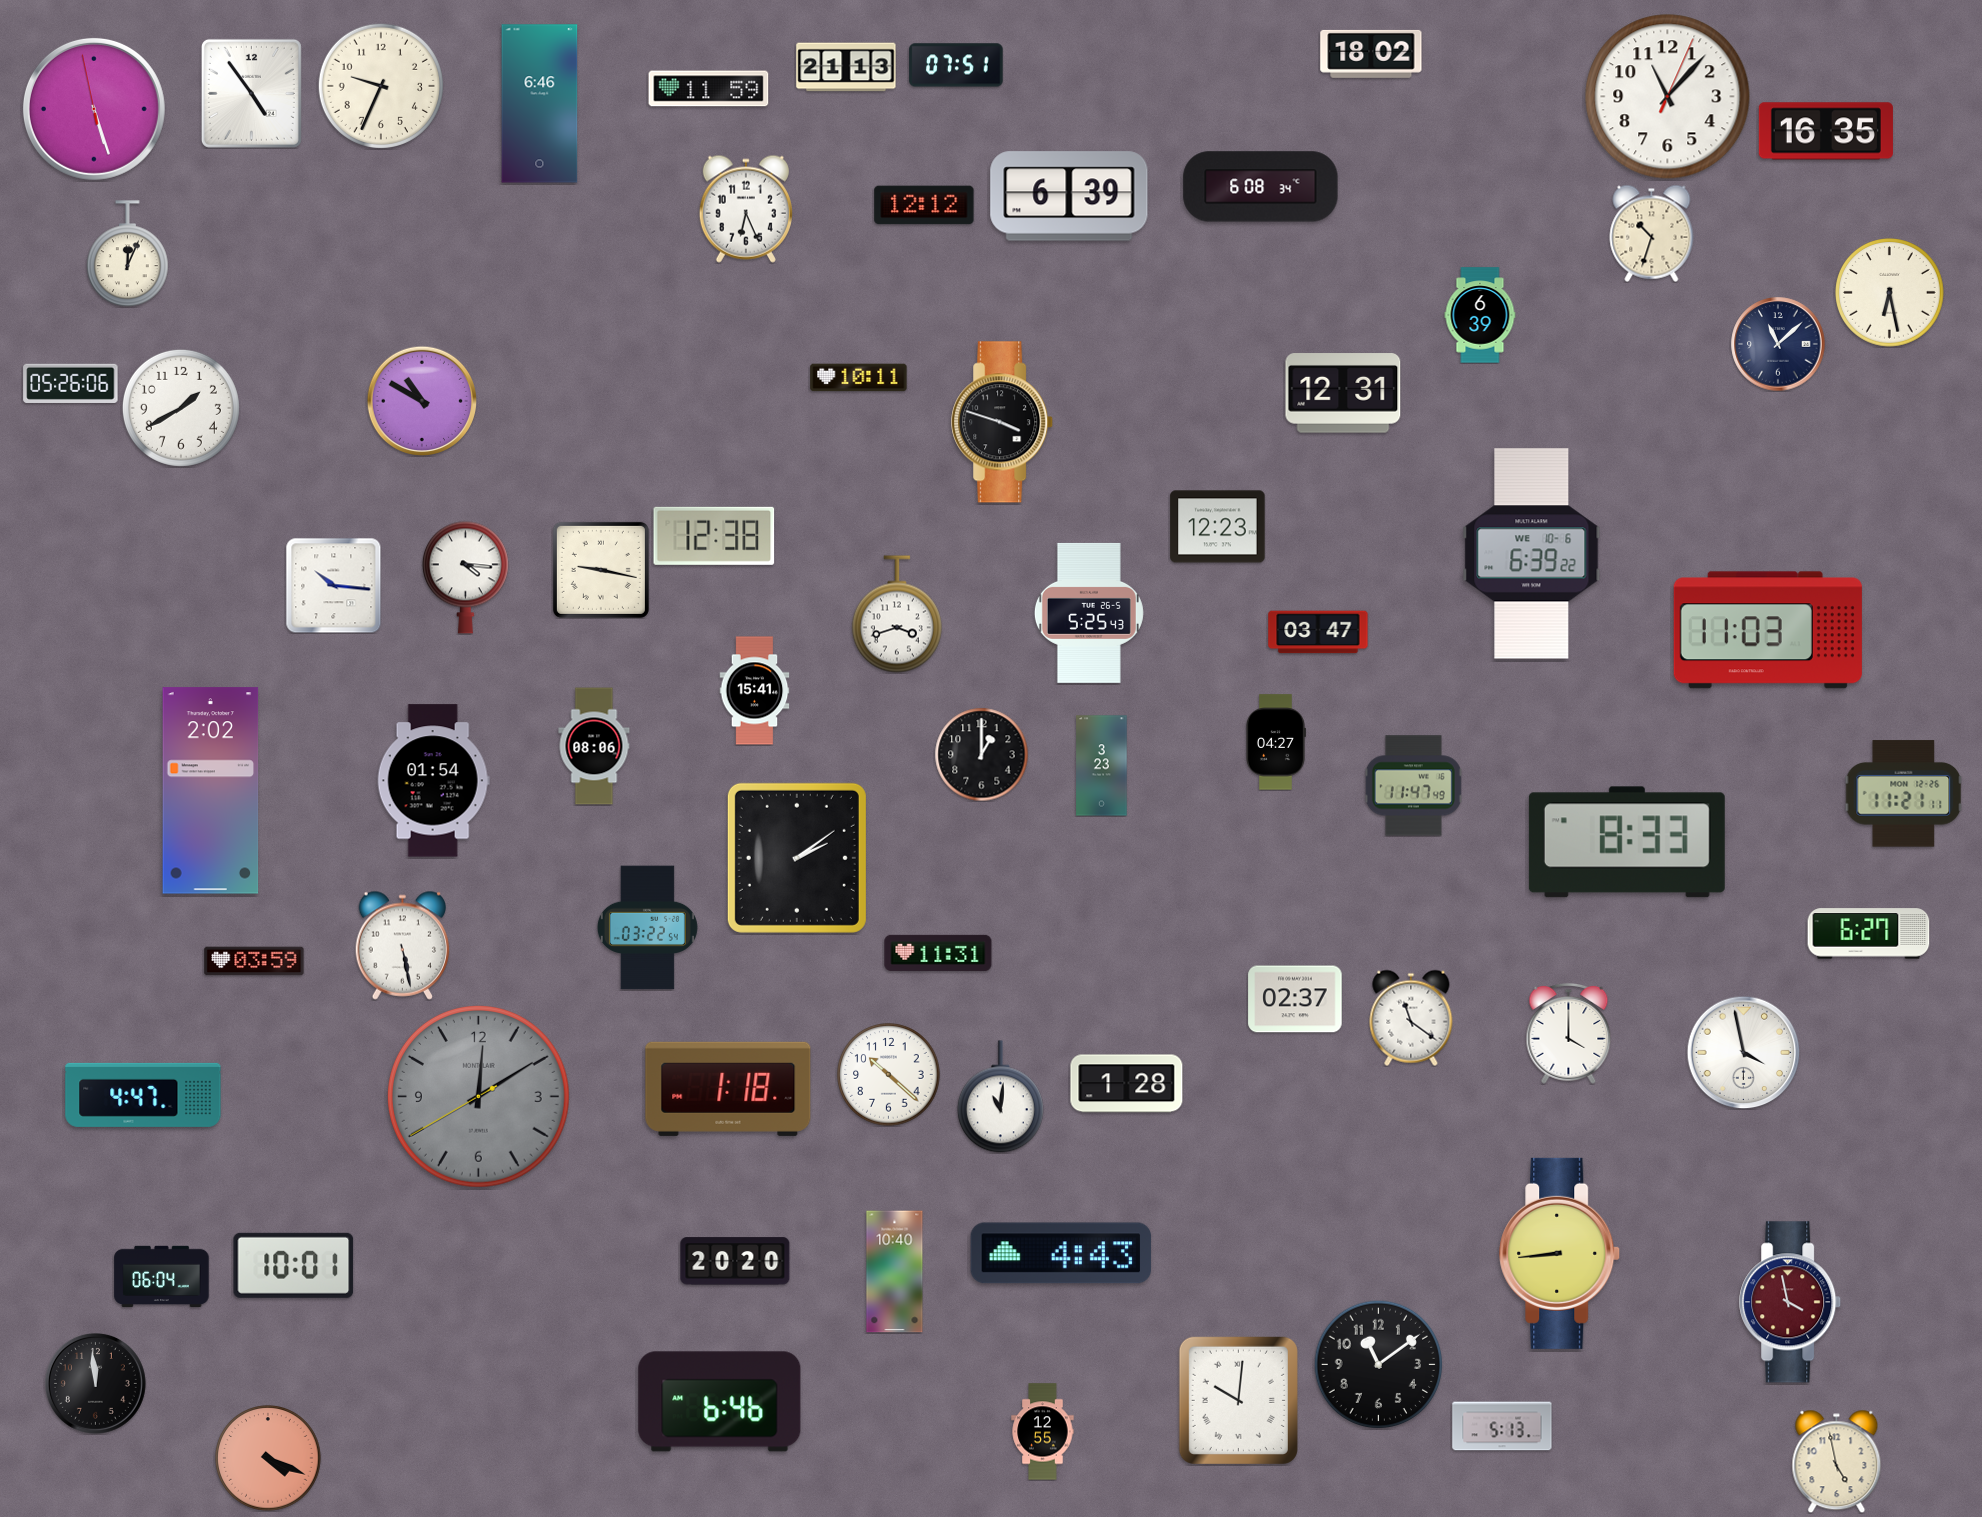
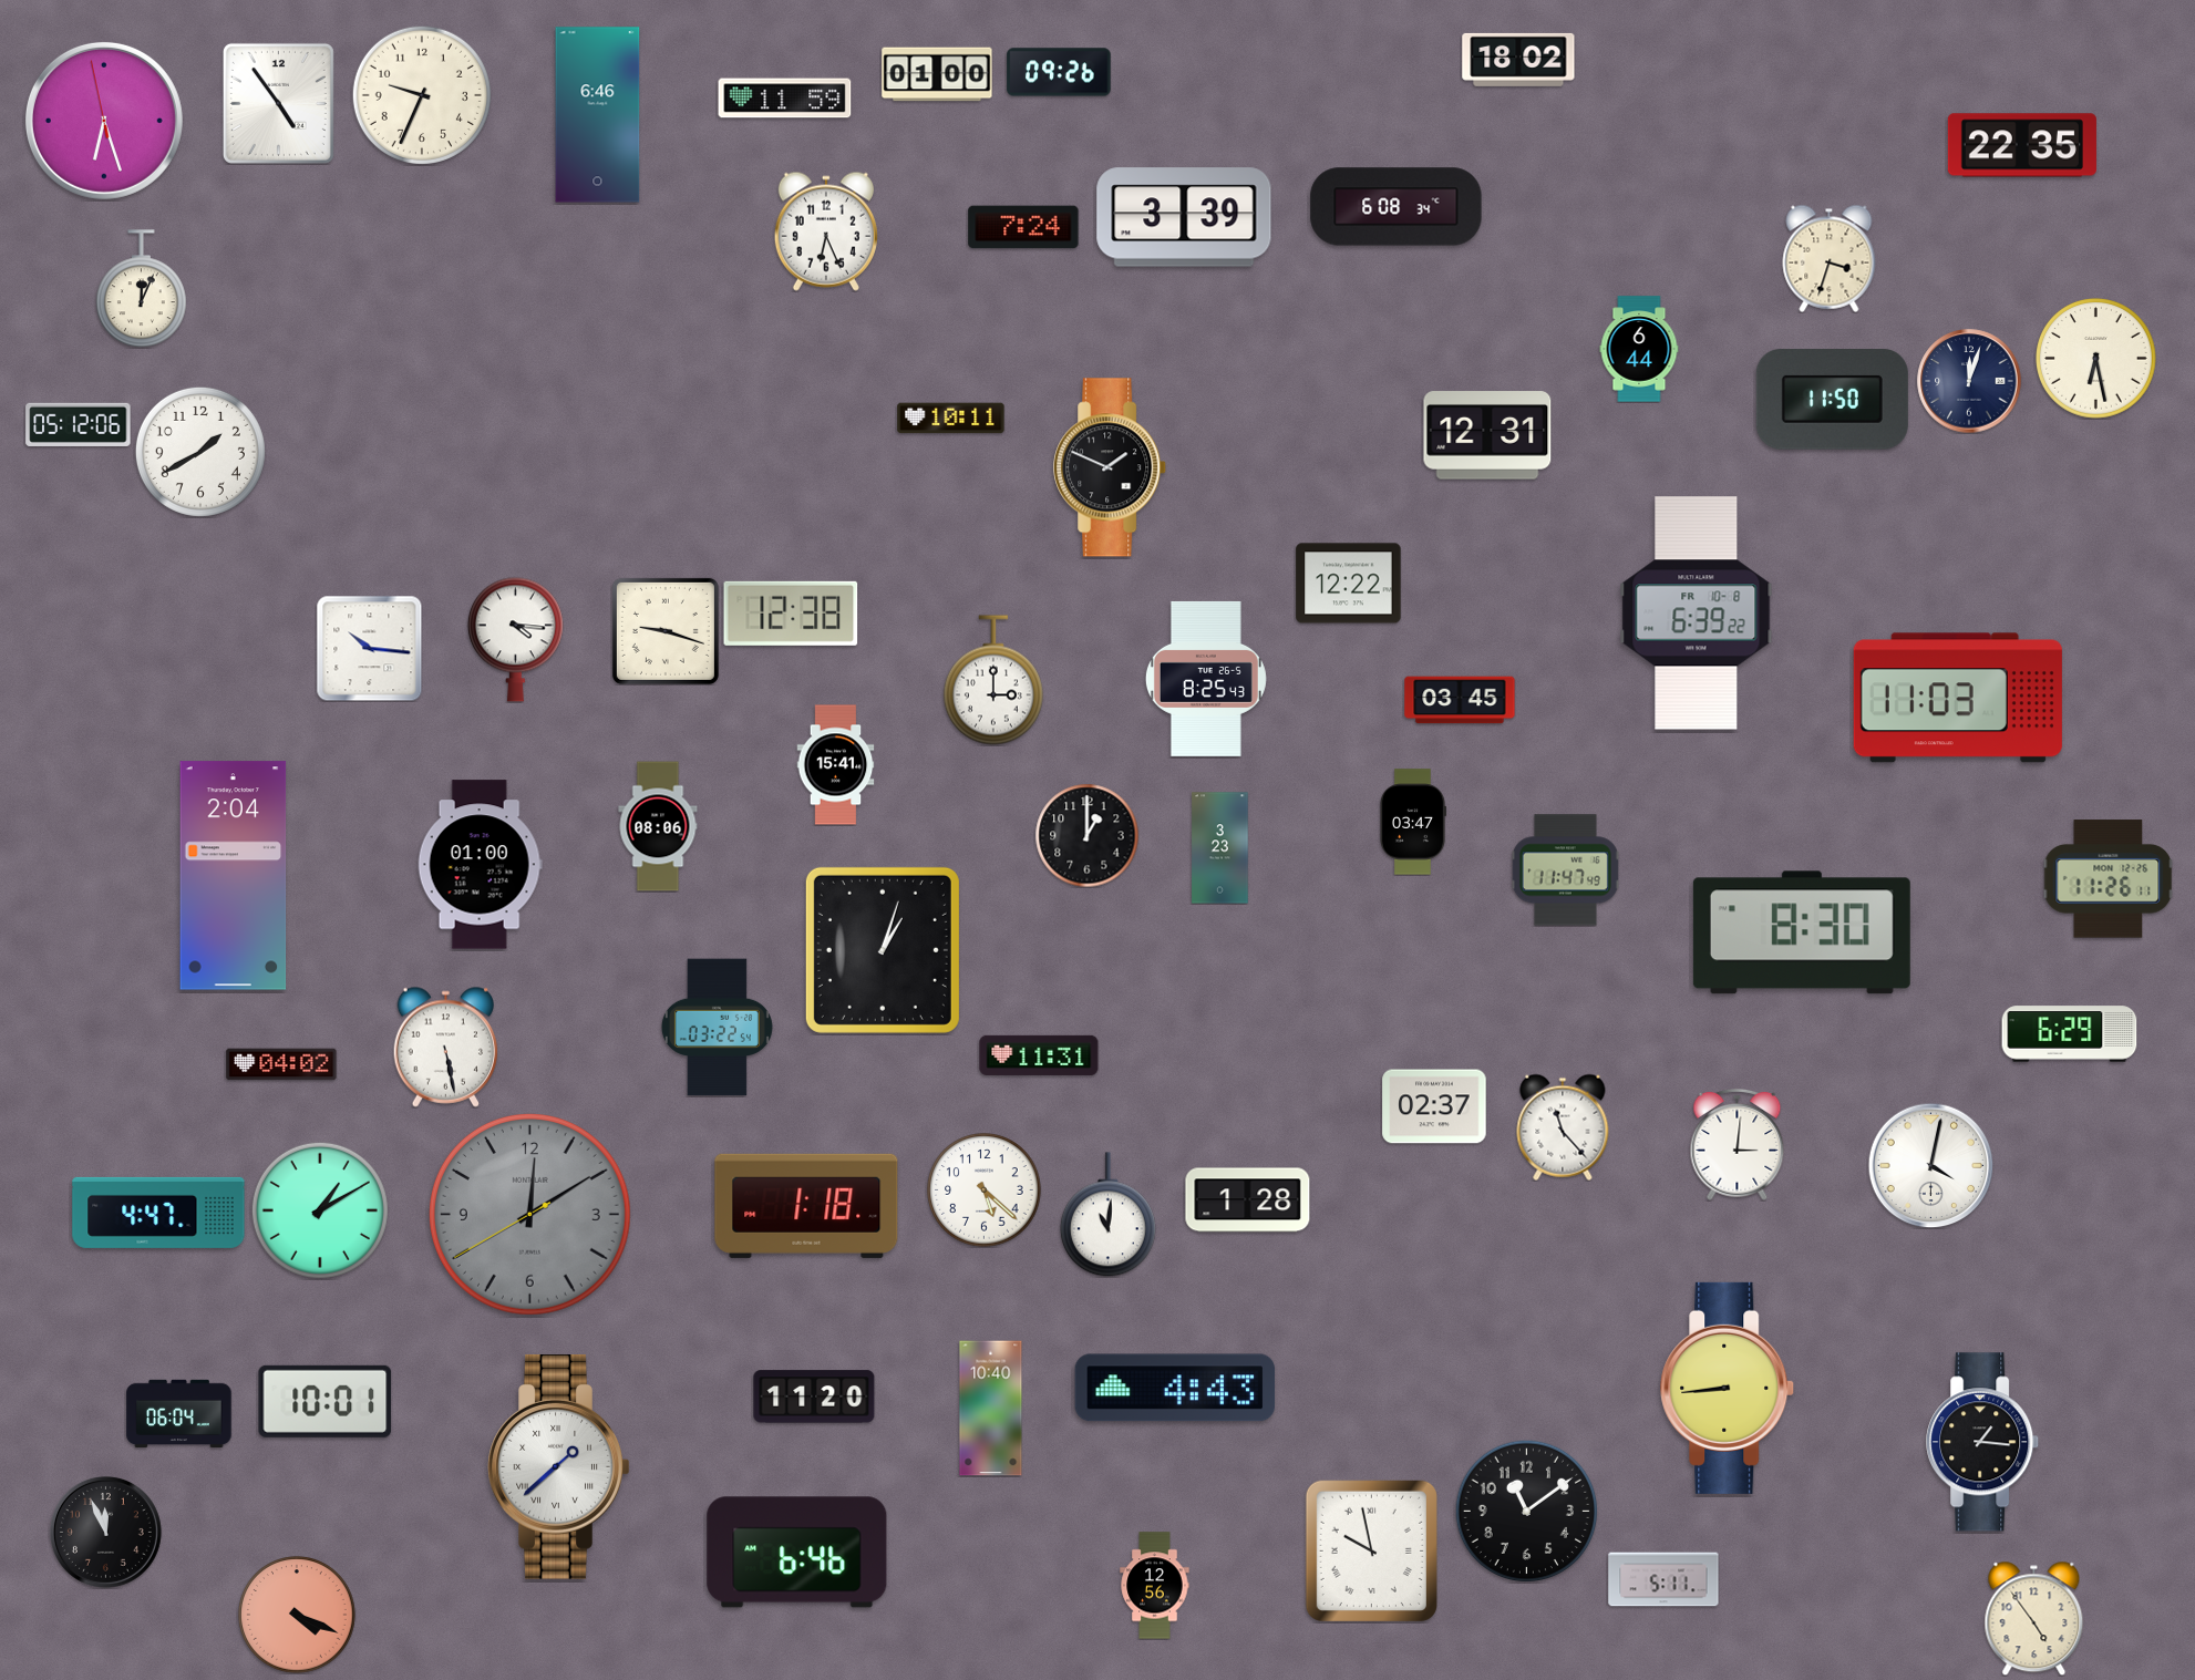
clock at (956, 65): 07:51 -> 09:26
clock at (846, 67): 21:13 -> 01:00
clock at (1668, 97): 11:07 -> none
clock at (94, 109): 5:26 -> 6:26
clock at (1826, 131): 16:35 -> 22:35
clock at (1069, 196): 6:39 -> 3:39
clock at (924, 205): 12:12 -> 7:24
clock at (1652, 233): 10:33 -> 3:33
clock at (128, 254) position: (128, 254) -> (142, 289)
clock at (1890, 293) position: (1890, 293) -> (2096, 359)
clock at (1480, 315): 6:39 -> 6:44
clock at (1778, 344): 11:08 -> 12:03
clock at (1832, 400): none -> 11:50
clock at (71, 383): 05:26 -> 05:12
clock at (421, 400): 10:50 -> none
clock at (1003, 422): 3:48 -> 1:49
clock at (1218, 527): 12:23 -> 12:22
clock at (714, 536) position: (714, 536) -> (791, 614)
clock at (1532, 554) date: WE 10-6 -> FR 10-8
clock at (601, 570): 9:17 -> 9:18
clock at (1089, 613): 5:25 -> 8:25
clock at (897, 614): 3:42 -> 3:00
clock at (1318, 632): 03:47 -> 03:45
clock at (1275, 742): 04:27 -> 03:47
clock at (433, 781): 01:54 -> 01:00
clock at (211, 791): 2:02 -> 2:04
clock at (1903, 794): 11:21 -> 11:26
clock at (1627, 842): 8:33 -> 8:30
clock at (797, 858): 2:09 -> 1:03
clock at (1869, 934): 6:27 -> 6:29
clock at (254, 961): 03:59 -> 04:02
clock at (1411, 1018): 11:21 -> 11:23
clock at (1569, 1033): 4:00 -> 3:01
clock at (1743, 1052): 3:58 -> 4:02
clock at (889, 1075): 10:22 -> 5:22
clock at (320, 1210): none -> 1:10
clock at (735, 1261): 20:20 -> 11:20
clock at (1791, 1302): 3:58 -> 1:16
clock at (1791, 1302) dial: burgundy -> black
clock at (559, 1467): none -> 1:38
clock at (95, 1383): 11:59 -> 11:56
clock at (1238, 1400): 10:01 -> 9:58
clock at (1502, 1426): 5:13 -> 5:11
clock at (1043, 1432): 12:55 -> 12:56
clock at (1837, 1461): 4:58 -> 4:54
